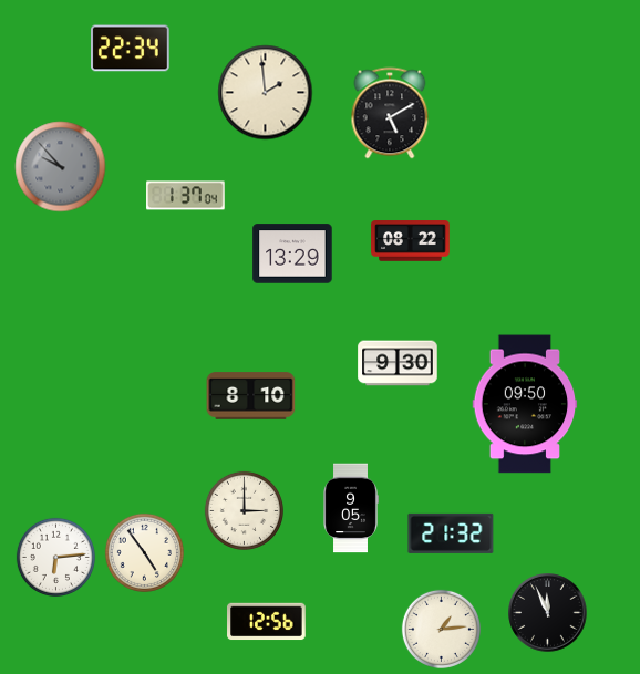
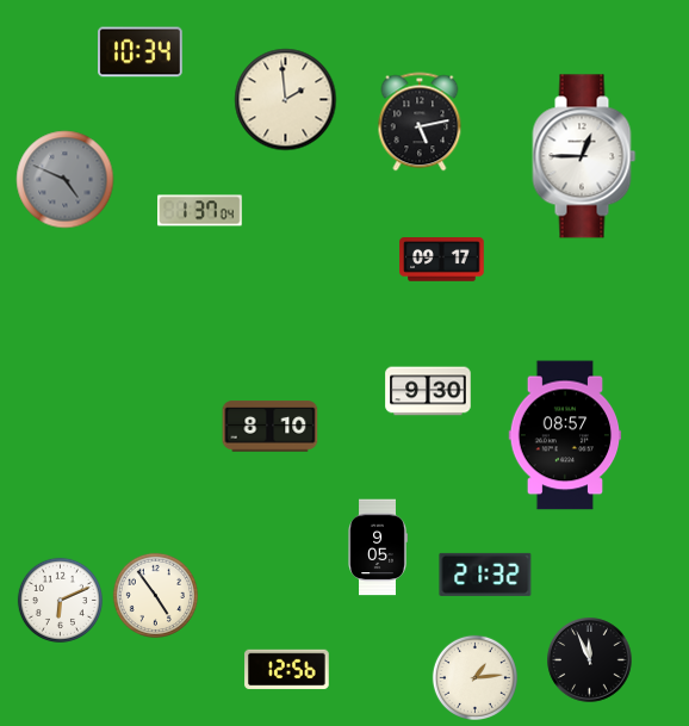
clock at (131, 49): 22:34 -> 10:34
clock at (390, 113): 5:10 -> 5:13
clock at (584, 156): none -> 12:45
clock at (61, 167): 9:53 -> 4:49
clock at (411, 241): 08:22 -> 09:17
clock at (292, 253): 13:29 -> none
clock at (525, 404): 09:50 -> 08:57
clock at (244, 510): 3:00 -> none
clock at (55, 557): 6:14 -> 6:11
